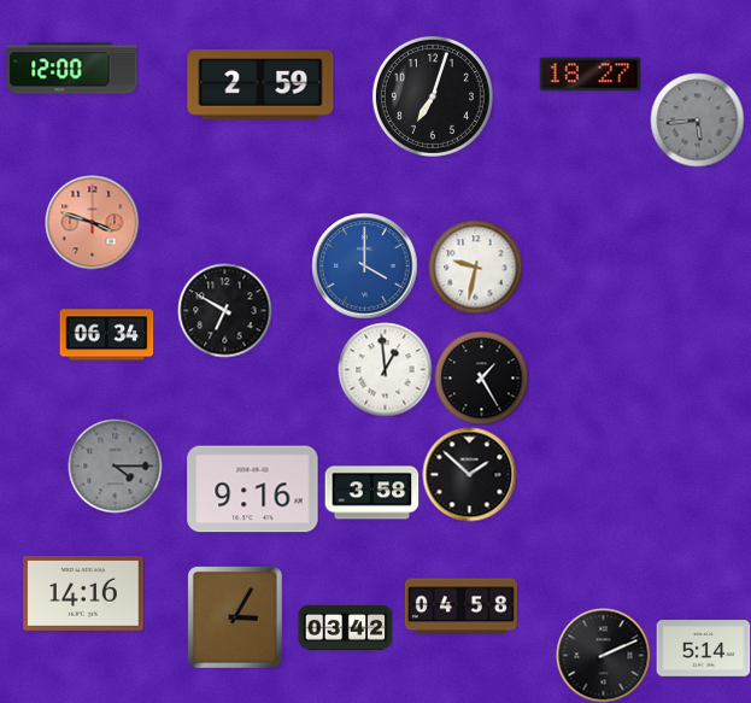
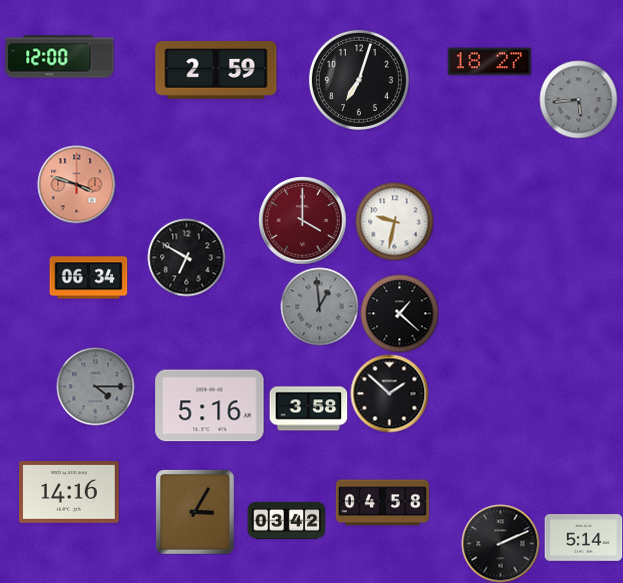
clock at (364, 265) dial: blue -> burgundy
clock at (385, 369) dial: white -> grey
clock at (481, 377): 1:25 -> 1:22
clock at (253, 490): 9:16 -> 5:16
